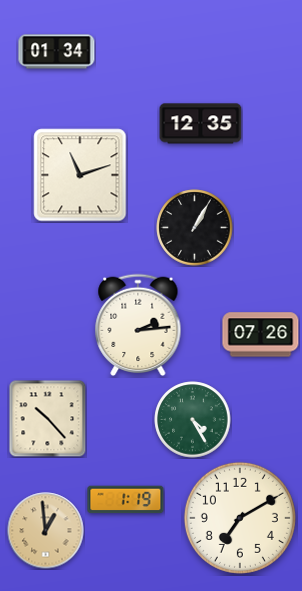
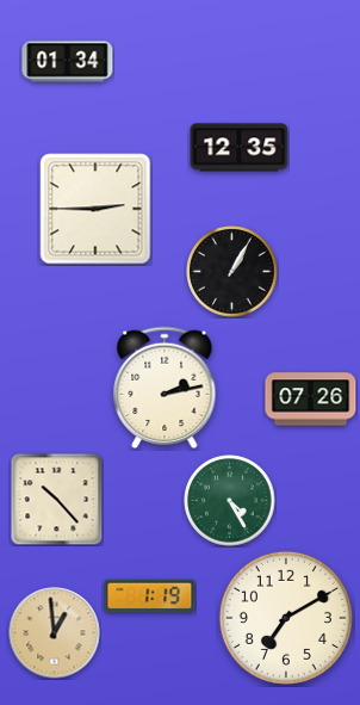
clock at (80, 175): 11:12 -> 2:45
clock at (138, 325): 2:14 -> 2:13
